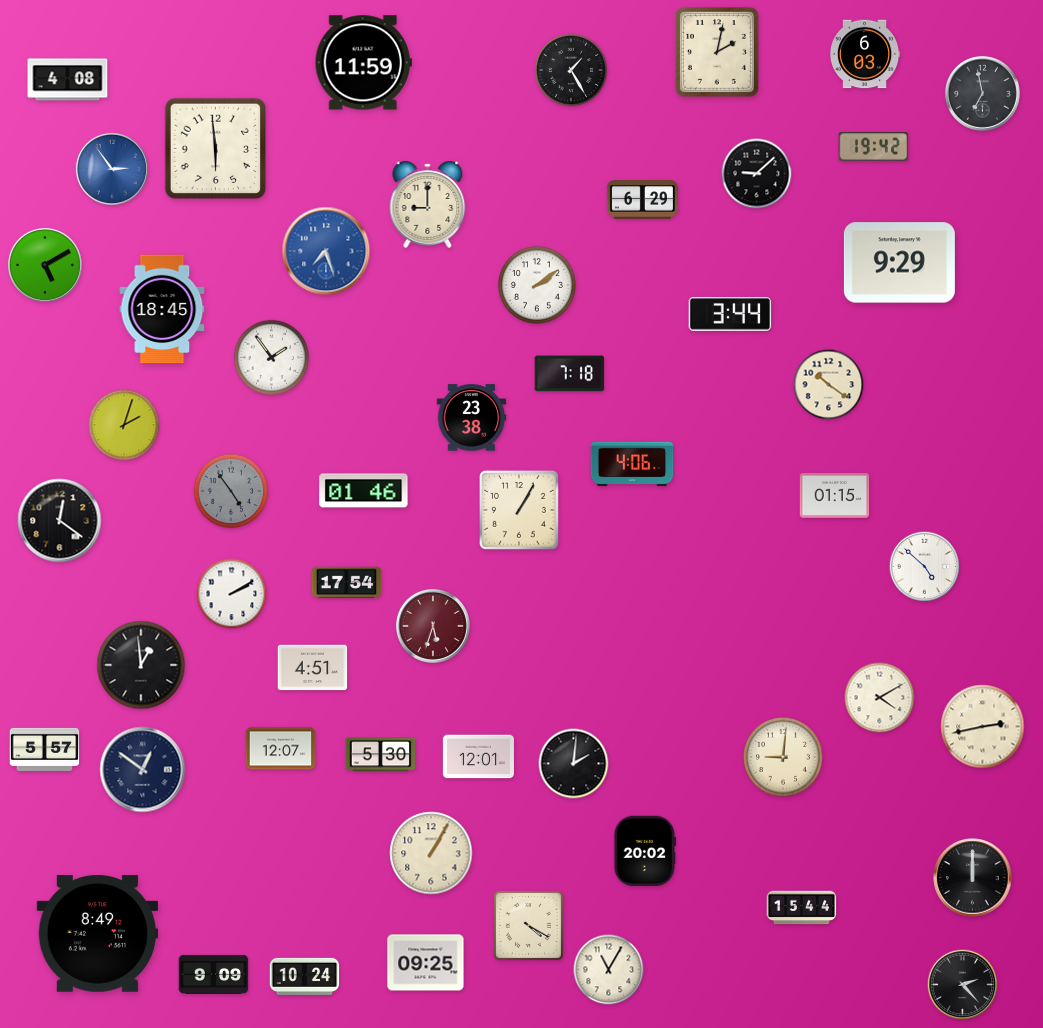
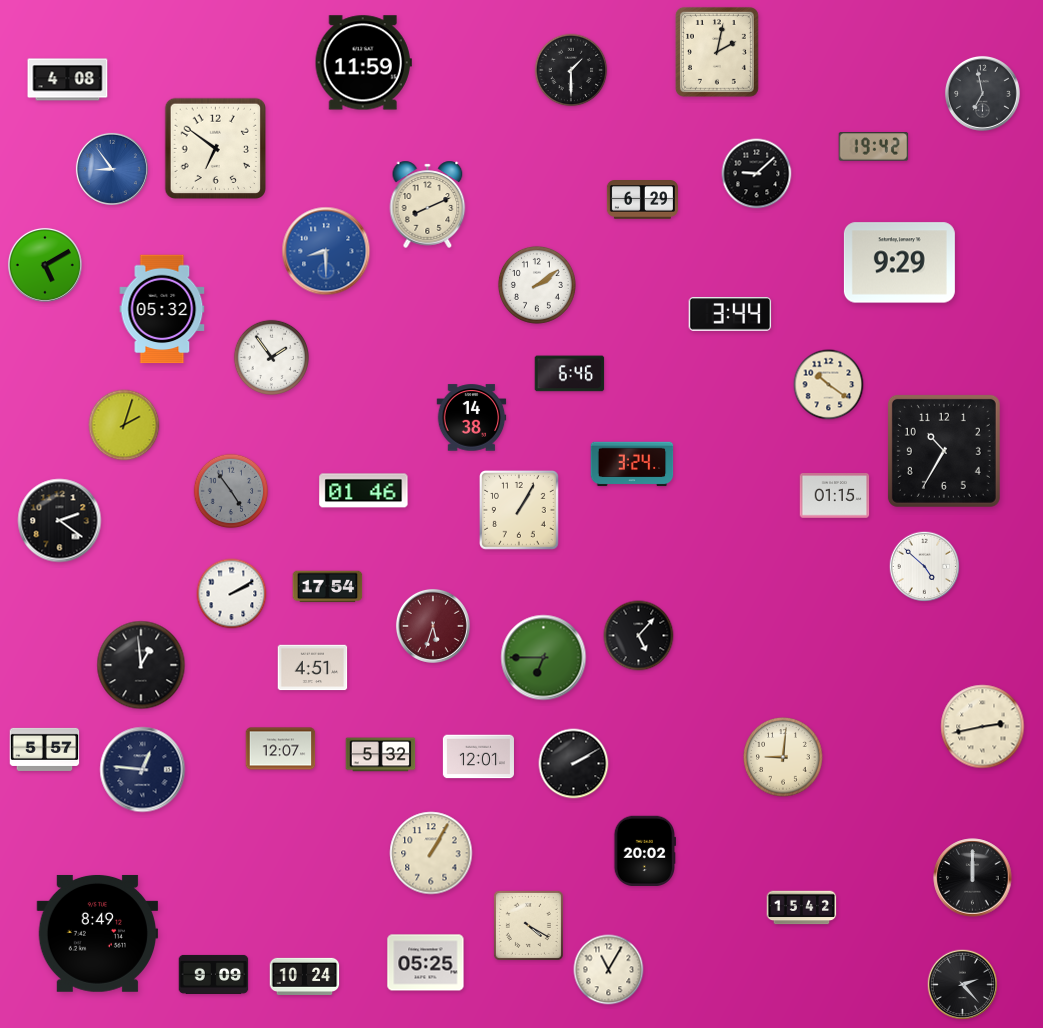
clock at (865, 54): 6:03 -> none
clock at (571, 70): 1:25 -> 1:30
clock at (216, 149): 5:59 -> 6:51
clock at (112, 169): 2:54 -> 8:54
clock at (428, 204): 9:00 -> 8:11
clock at (326, 251): 7:27 -> 8:30
clock at (162, 309): 18:45 -> 05:32
clock at (570, 374): 7:18 -> 6:46
clock at (472, 418): 23:38 -> 14:38
clock at (944, 451): none -> 10:35
clock at (632, 464): 4:06 -> 3:24
clock at (60, 521): 12:21 -> 2:21
clock at (347, 583) position: (347, 583) -> (328, 587)
clock at (639, 636): none -> 5:07
clock at (544, 658): none -> 6:45
clock at (880, 698): 4:10 -> none
clock at (381, 755): 5:30 -> 5:32
clock at (574, 764): 2:01 -> 2:10
clock at (143, 770): 12:51 -> 12:46
clock at (802, 908): 15:44 -> 15:42
clock at (426, 963): 09:25 -> 05:25
